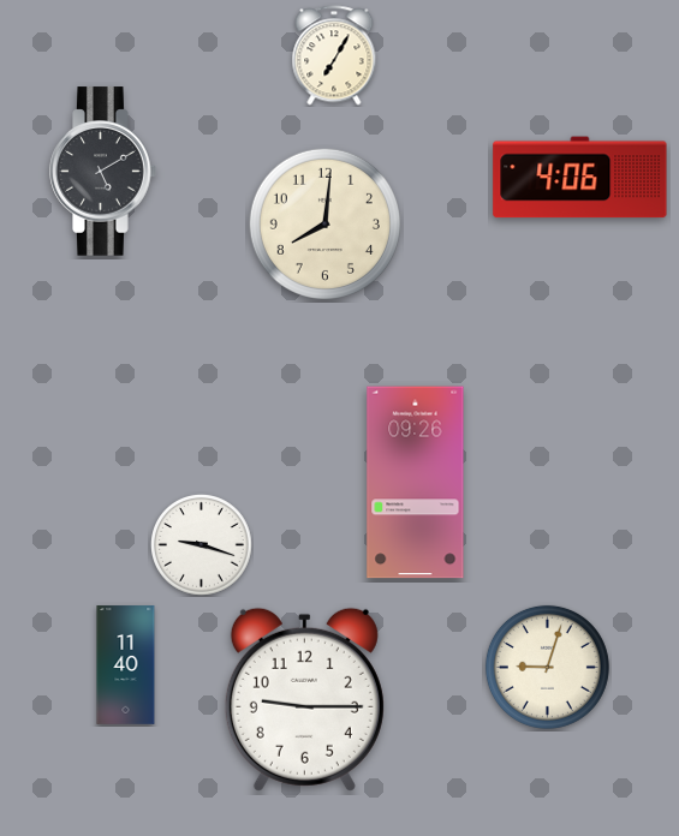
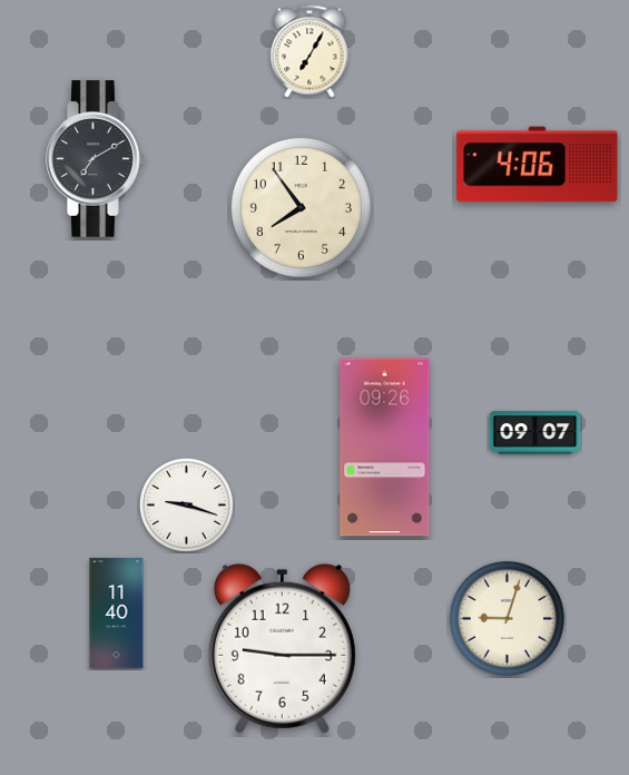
clock at (103, 172): 5:10 -> 7:10
clock at (324, 223): 8:01 -> 7:54
clock at (535, 433): none -> 09:07
clock at (126, 665) position: (126, 665) -> (117, 614)
